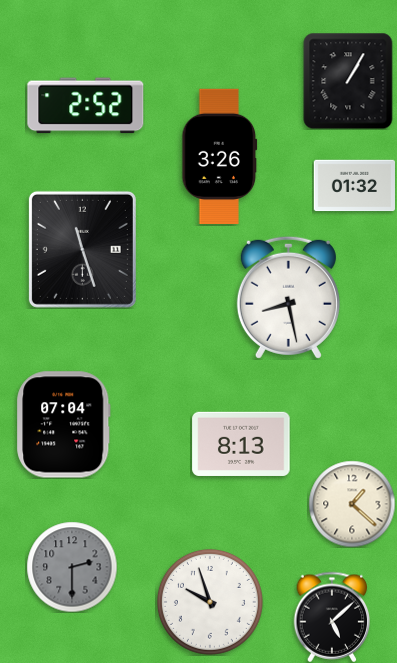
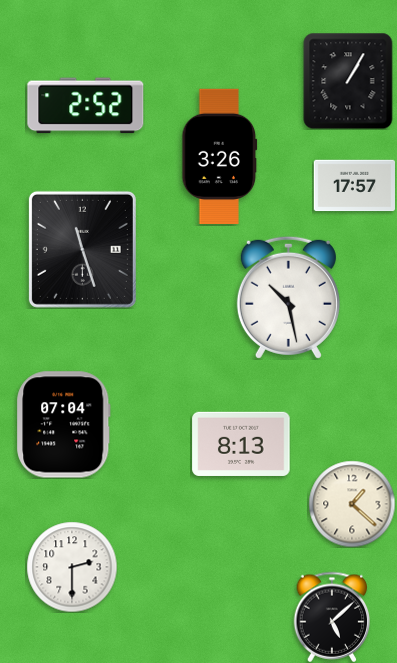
clock at (354, 186): 01:32 -> 17:57
clock at (288, 297): 8:28 -> 10:28
clock at (72, 567) dial: grey -> white
clock at (210, 602): 9:57 -> none
